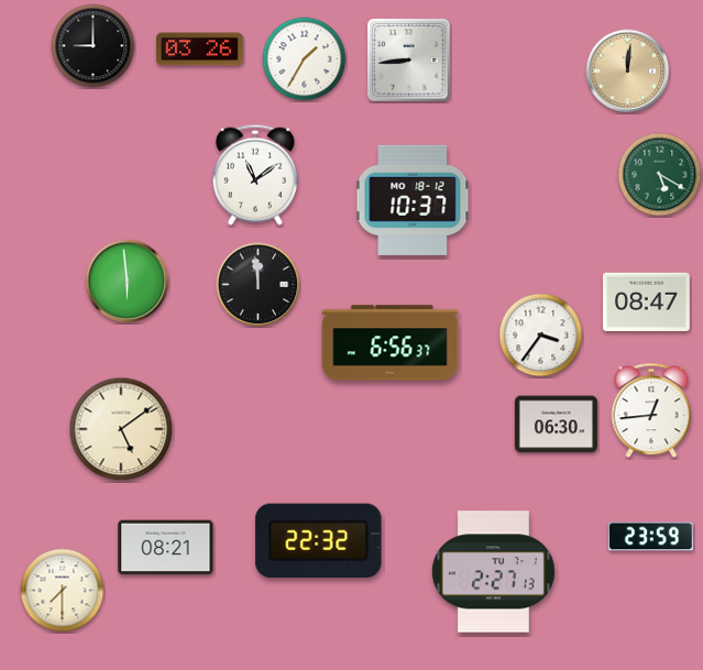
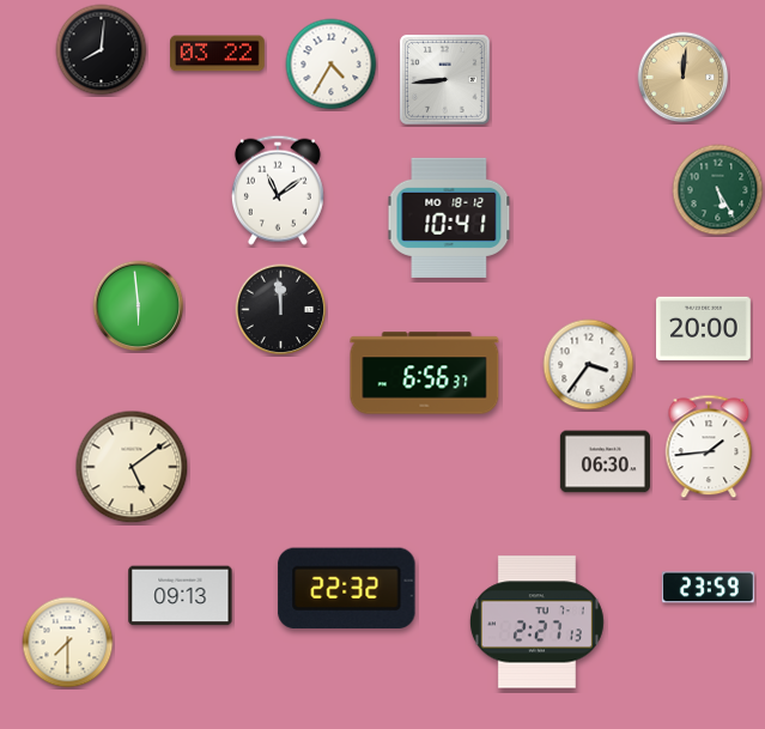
clock at (94, 46): 9:00 -> 8:01
clock at (200, 50): 03:26 -> 03:22
clock at (305, 59): 1:35 -> 4:35
clock at (409, 61) position: (409, 61) -> (445, 80)
clock at (660, 175): 5:20 -> 5:25
clock at (413, 200): 10:37 -> 10:41
clock at (647, 301): 08:47 -> 20:00
clock at (651, 410): 12:44 -> 1:44
clock at (650, 537) position: (650, 537) -> (708, 588)
clock at (166, 548): 08:21 -> 09:13
